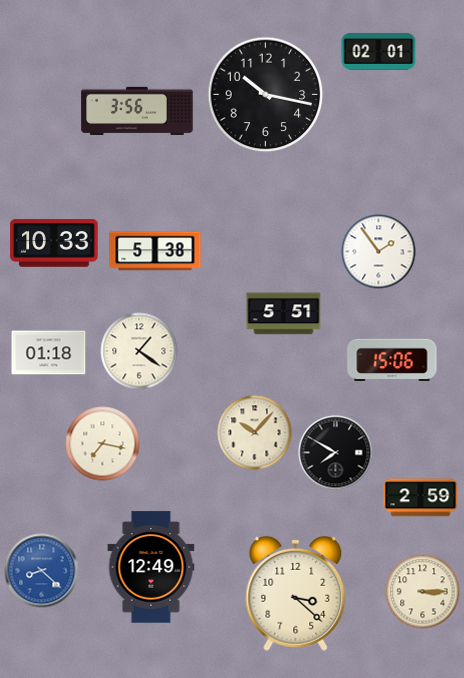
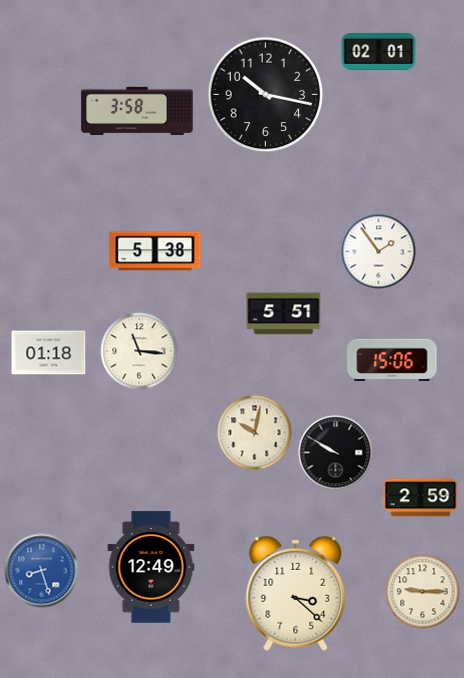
clock at (137, 110): 3:56 -> 3:58
clock at (54, 243): 10:33 -> none
clock at (139, 351): 1:21 -> 11:16
clock at (255, 433): 10:07 -> 10:02
clock at (103, 444): 7:17 -> none
clock at (336, 453): 7:50 -> 9:50
clock at (42, 571): 8:22 -> 8:27
clock at (423, 592): 3:15 -> 9:15
